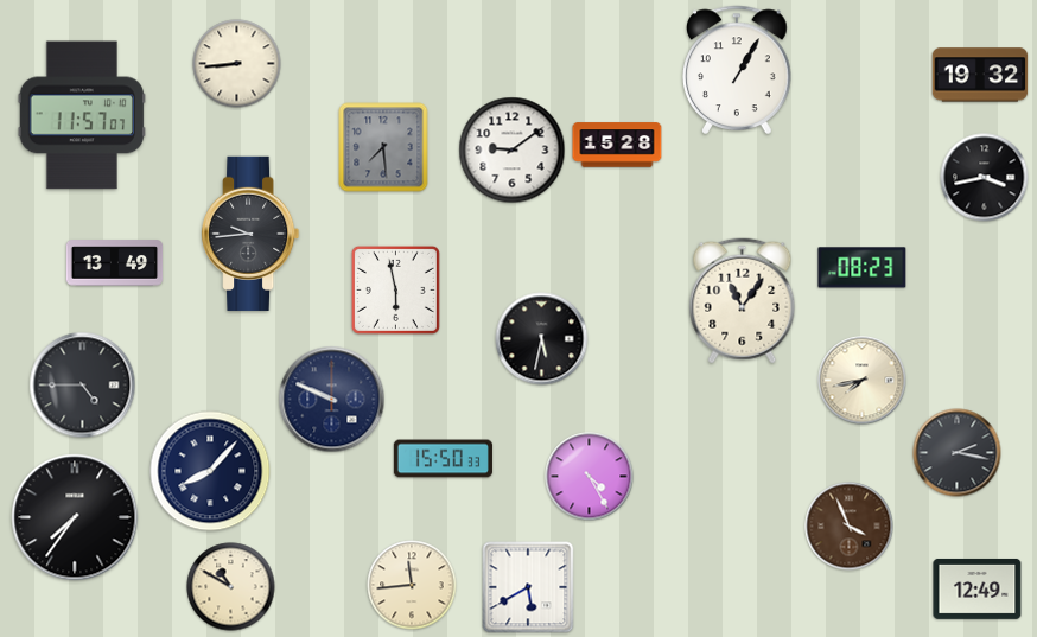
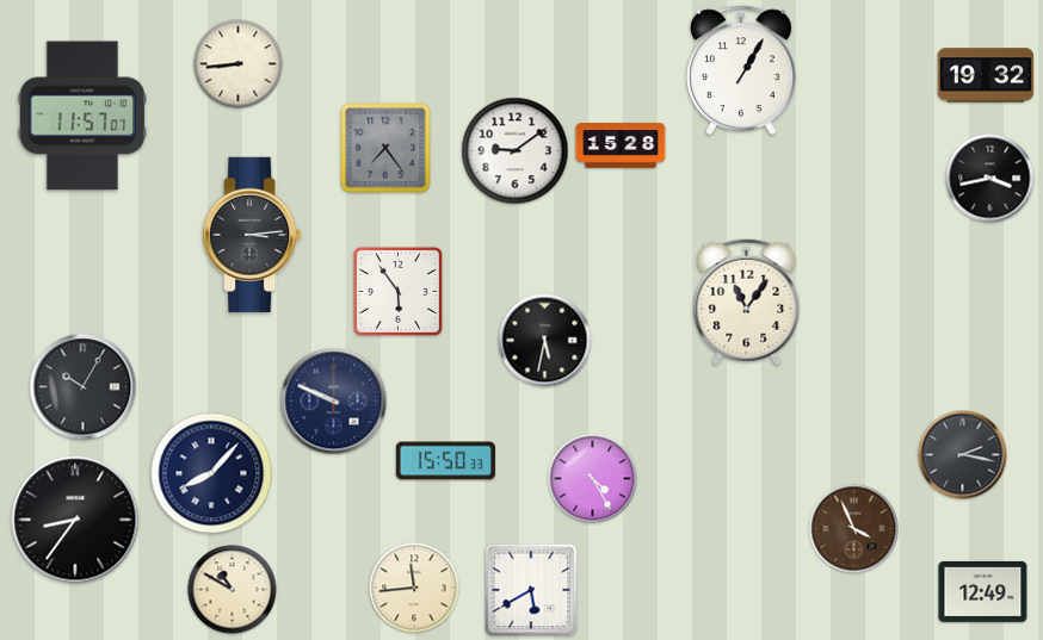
clock at (383, 147): 7:29 -> 7:24
clock at (250, 234): 9:44 -> 3:14
clock at (115, 263): 13:49 -> none
clock at (863, 268): 08:23 -> none
clock at (395, 289): 5:58 -> 5:54
clock at (863, 381): 7:43 -> none
clock at (83, 386): 4:45 -> 10:05
clock at (75, 517): 7:36 -> 8:36
